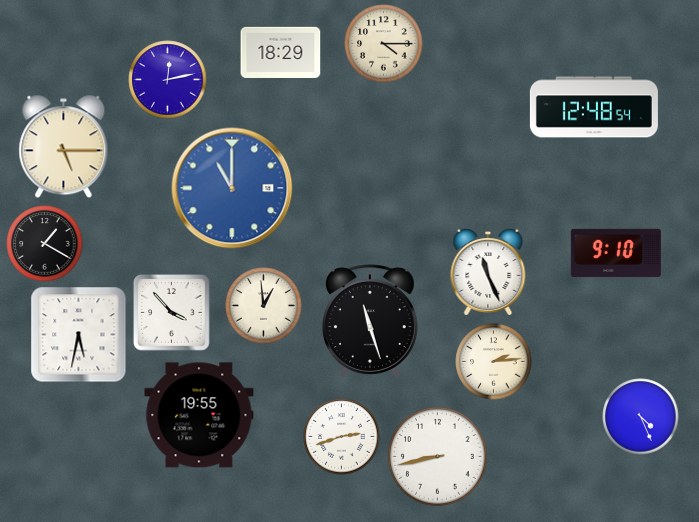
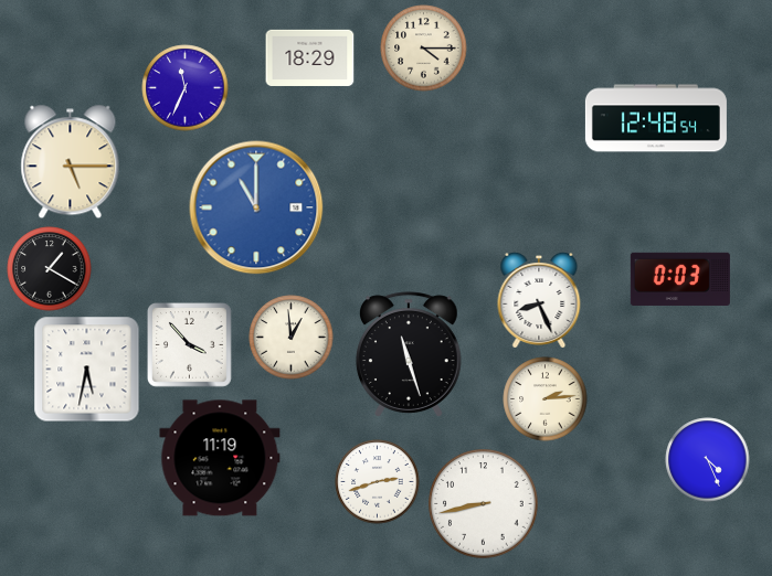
clock at (168, 80): 12:13 -> 11:34
clock at (616, 253): 9:10 -> 0:03
clock at (488, 272): 11:26 -> 8:26
clock at (199, 415): 19:55 -> 11:19
